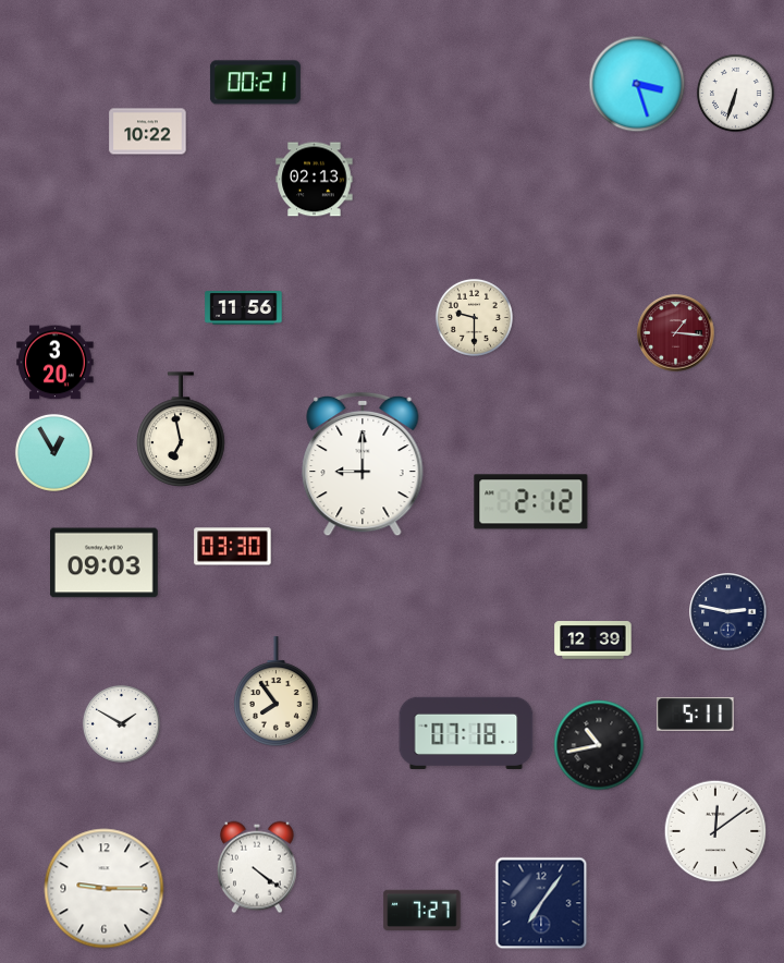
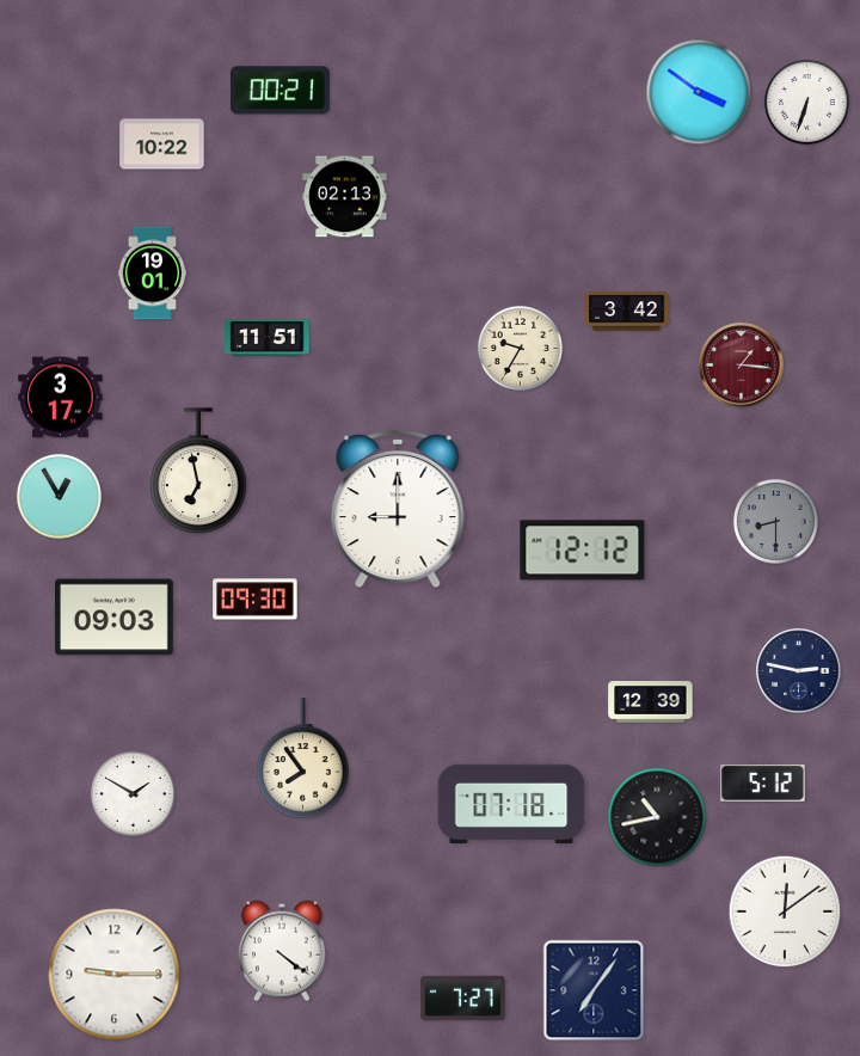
clock at (637, 84): 3:27 -> 3:51
clock at (153, 274): none -> 19:01
clock at (627, 312): none -> 3:42
clock at (244, 308): 11:56 -> 11:51
clock at (474, 317): 9:30 -> 9:35
clock at (56, 363): 3:20 -> 3:17
clock at (775, 521): none -> 8:30
clock at (531, 502): 2:12 -> 12:12
clock at (233, 547): 03:30 -> 09:30
clock at (696, 715): 5:11 -> 5:12
